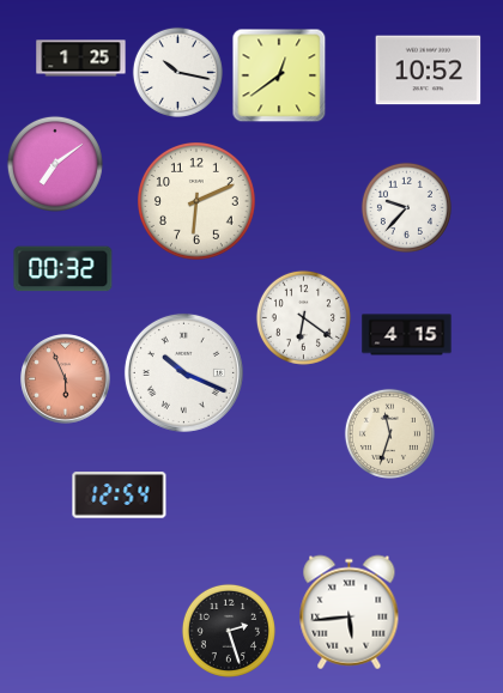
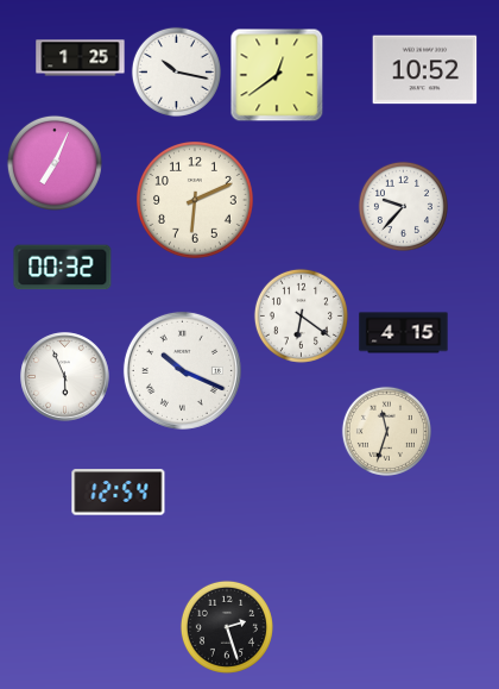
clock at (55, 164): 7:09 -> 7:04
clock at (66, 379) dial: salmon -> white
clock at (350, 613): 5:44 -> none
